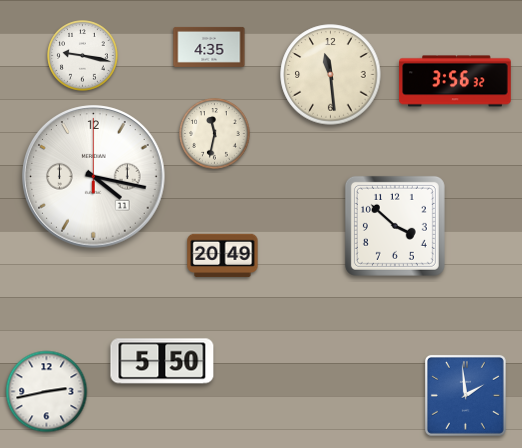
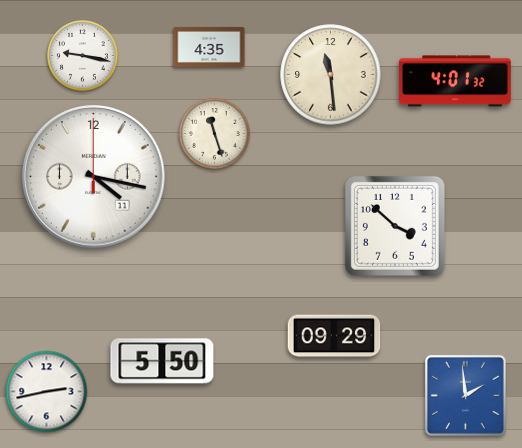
clock at (455, 81): 3:56 -> 4:01
clock at (215, 134): 11:32 -> 11:27
clock at (223, 256): 20:49 -> none
clock at (334, 336): none -> 09:29
